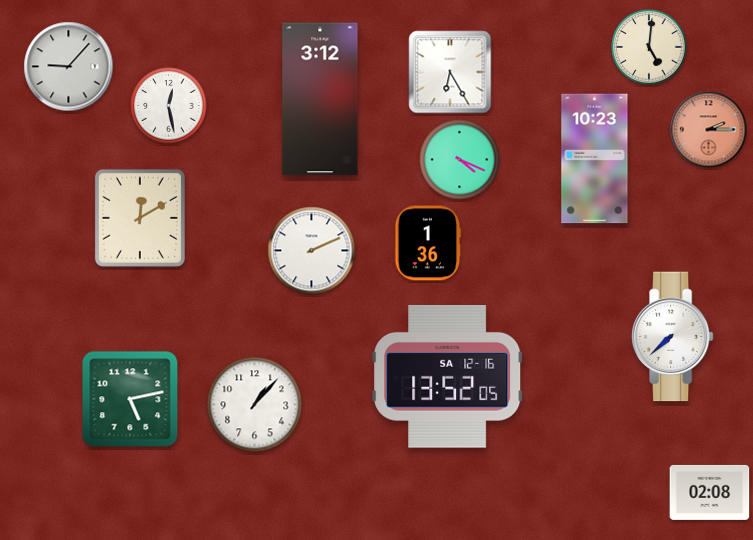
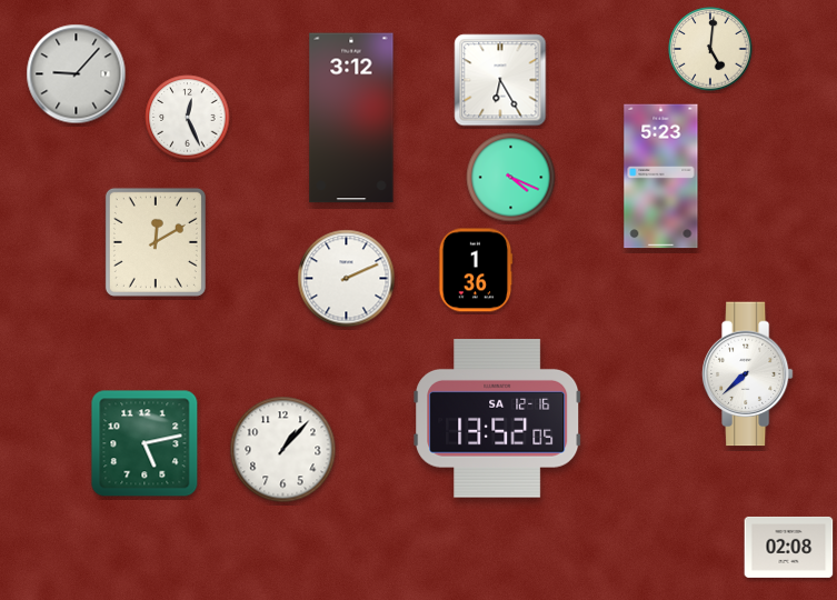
clock at (649, 47) position: (649, 47) -> (710, 49)
clock at (320, 99) position: (320, 99) -> (351, 118)
clock at (169, 106): 12:28 -> 12:26
clock at (709, 130): 2:15 -> none
clock at (595, 159): 10:23 -> 5:23
